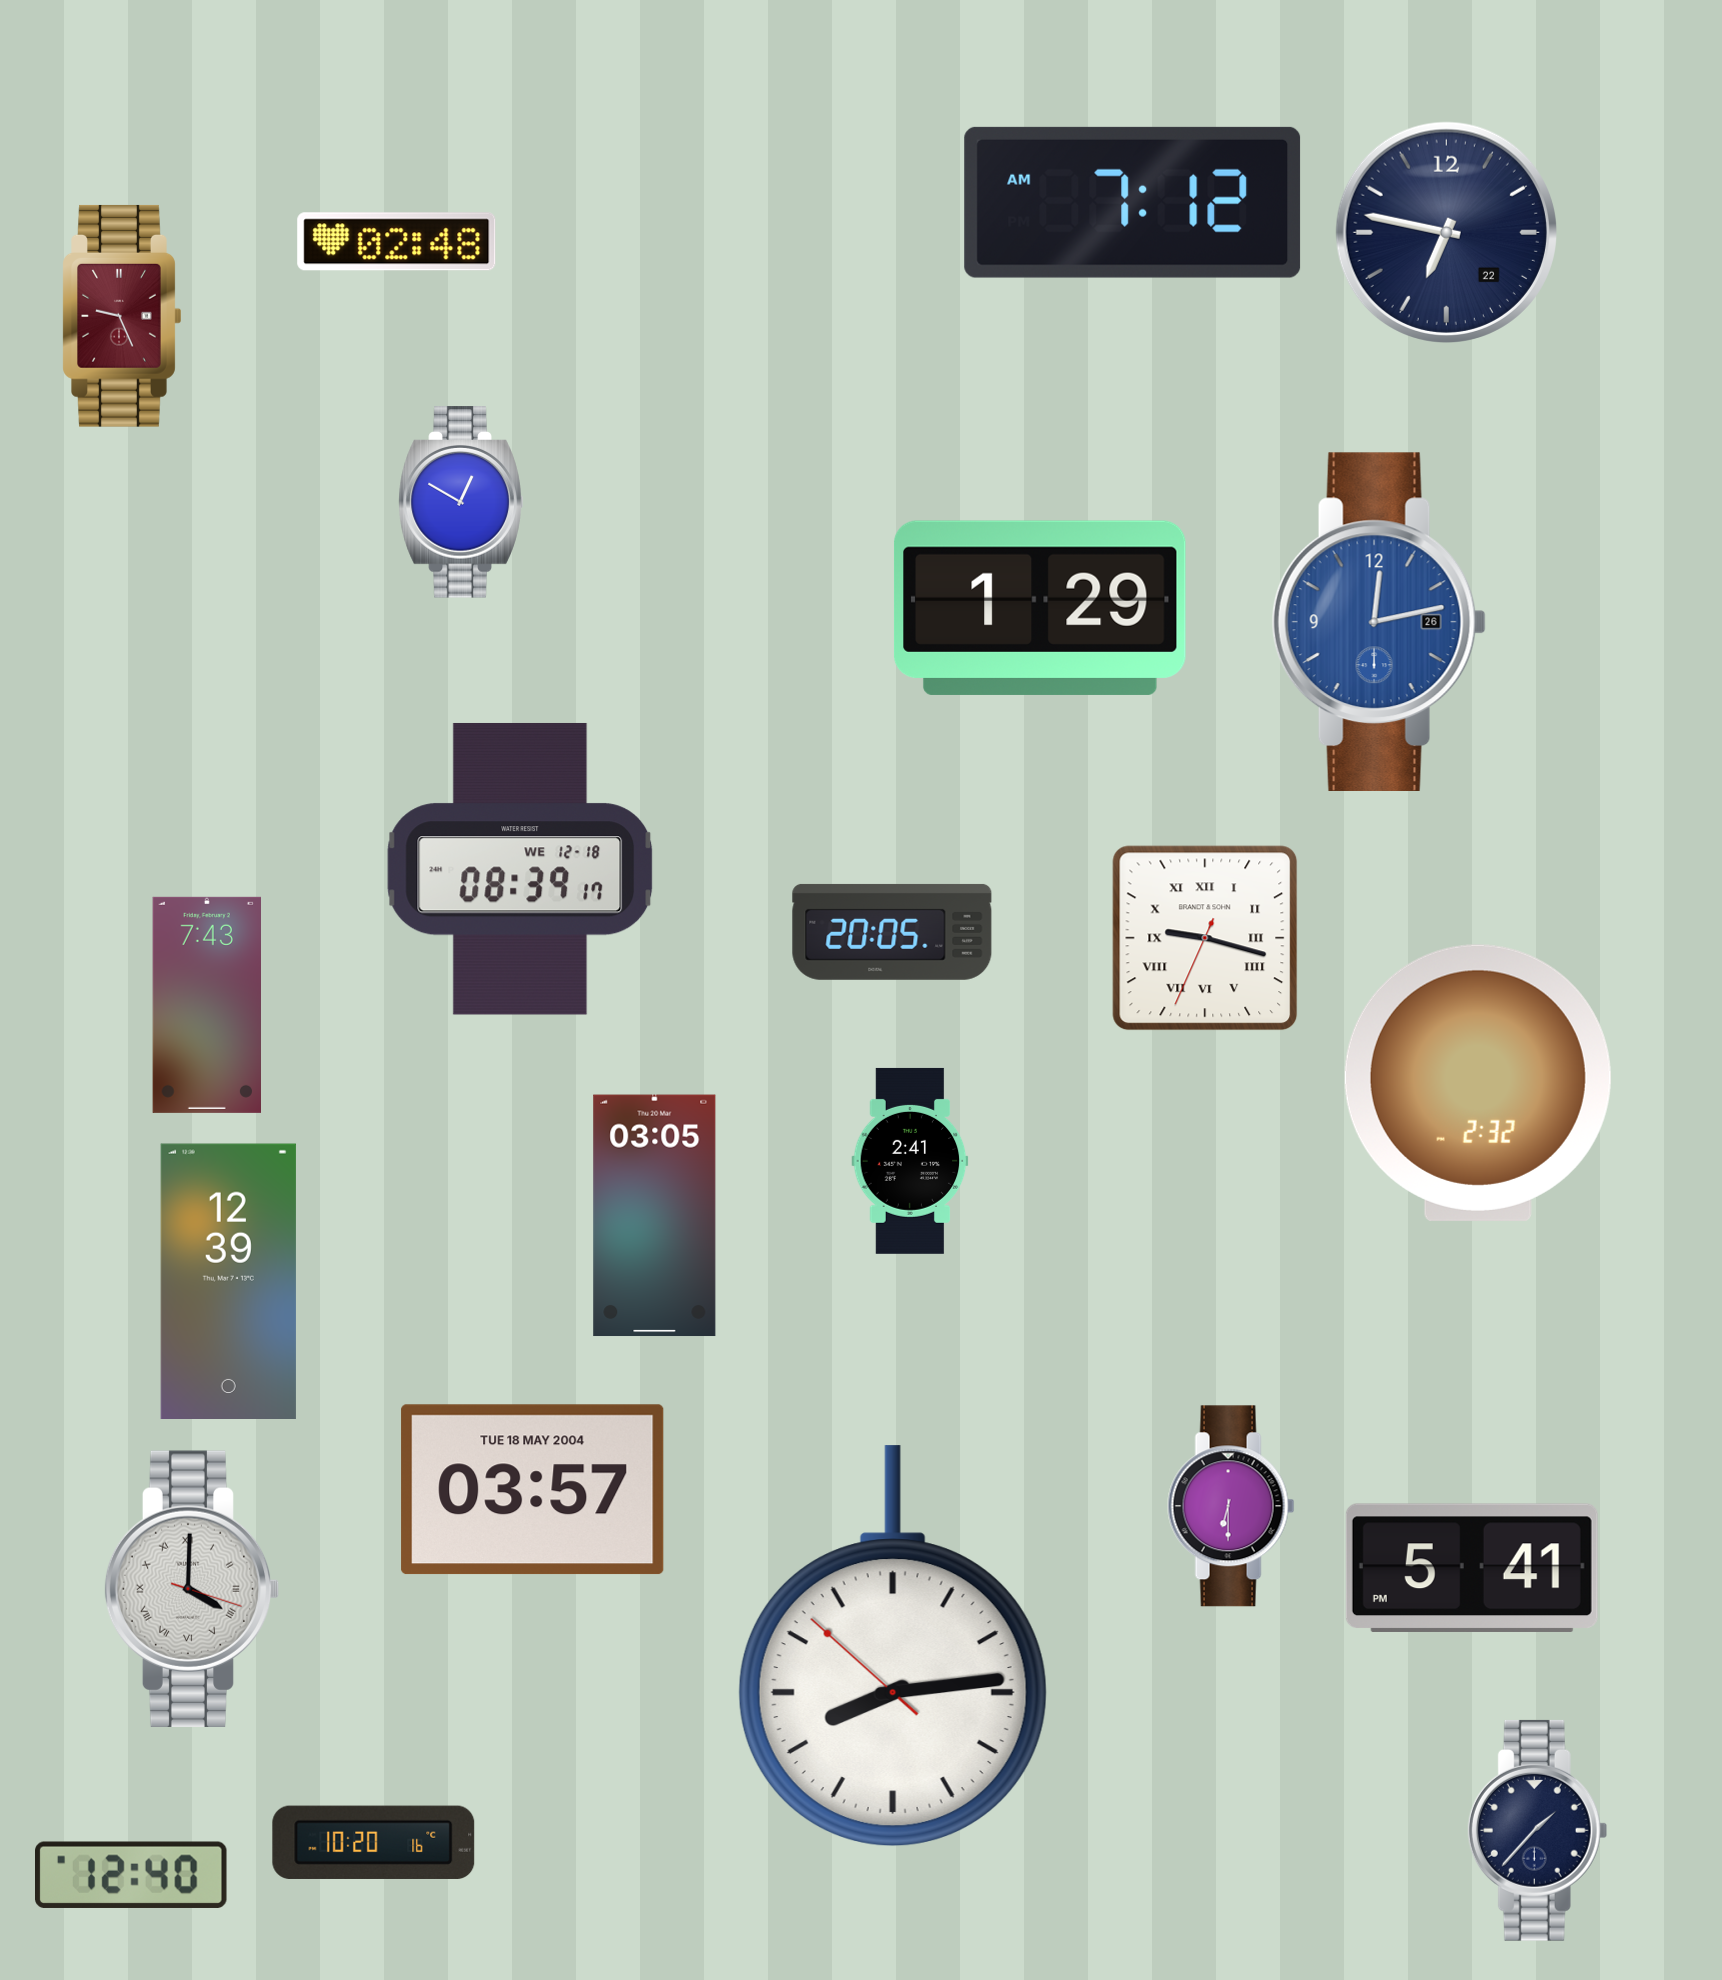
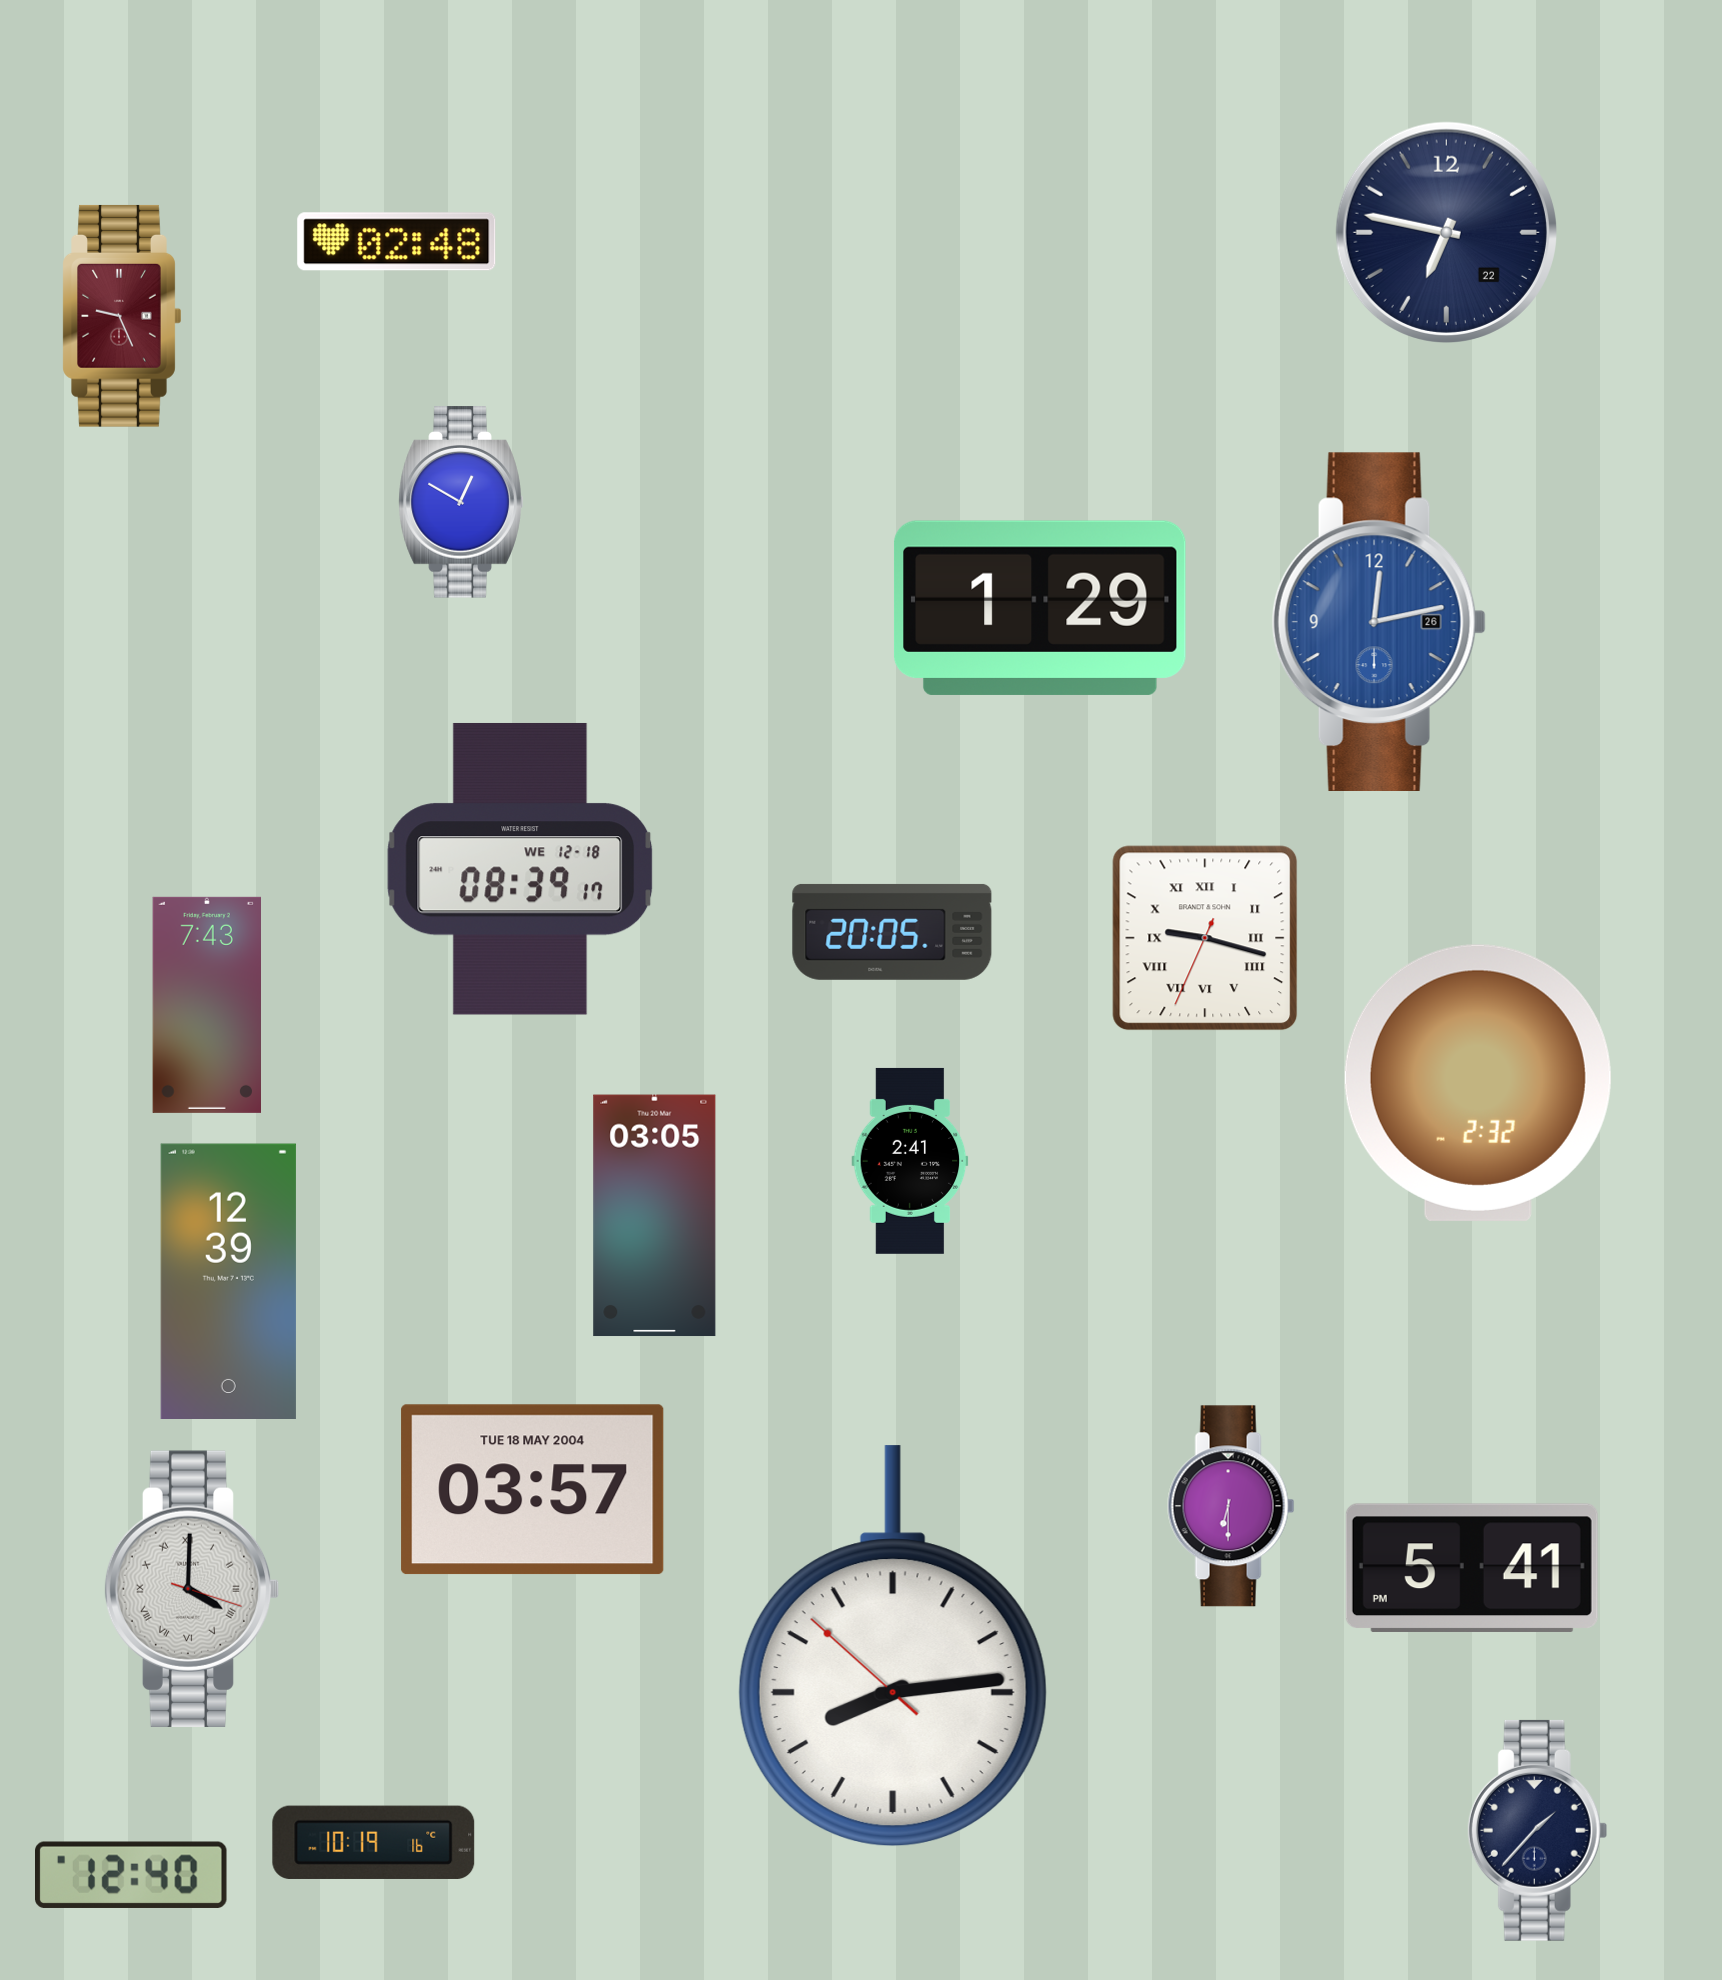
clock at (1133, 202): 7:12 -> none
clock at (374, 1842): 10:20 -> 10:19
